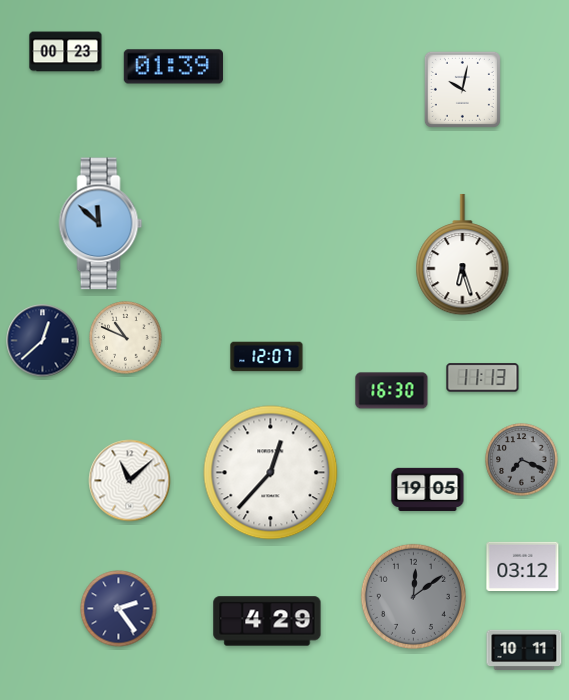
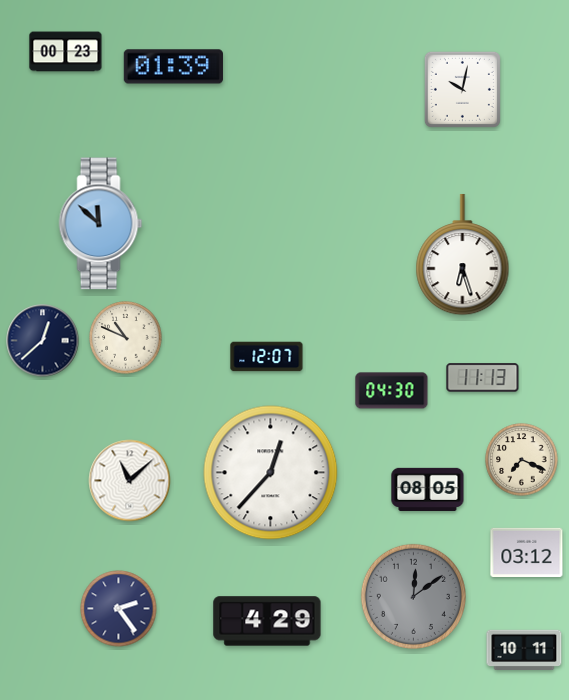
clock at (392, 391): 16:30 -> 04:30
clock at (522, 460) dial: grey -> cream
clock at (428, 489): 19:05 -> 08:05
clock at (523, 566) position: (523, 566) -> (527, 552)
